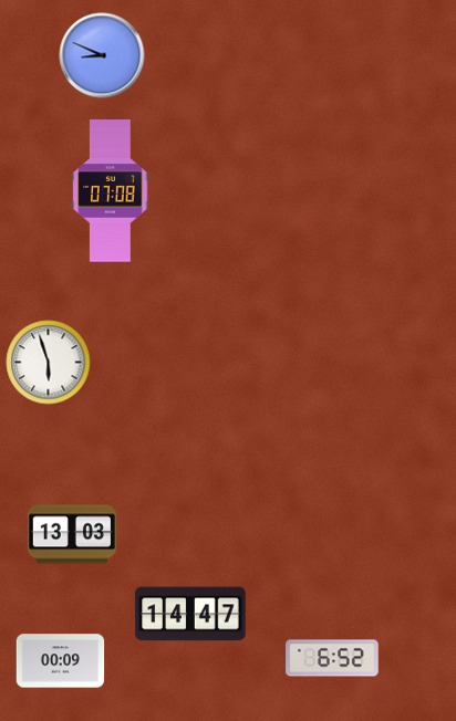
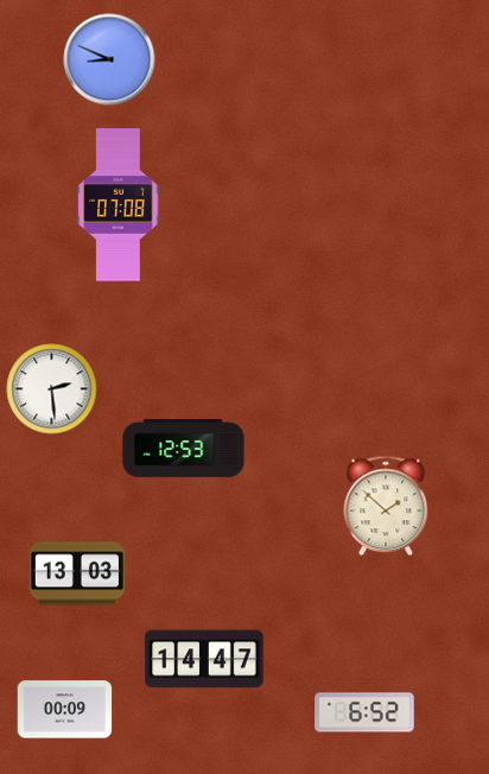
clock at (49, 363): 5:57 -> 2:29
clock at (184, 449): none -> 12:53
clock at (386, 506): none -> 1:52
clock at (332, 658) position: (332, 658) -> (364, 712)
